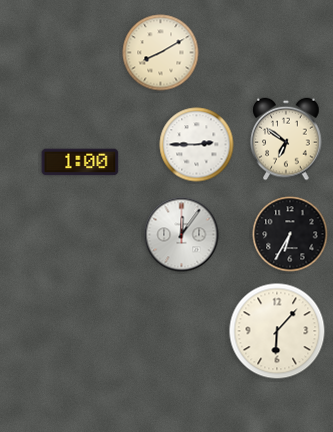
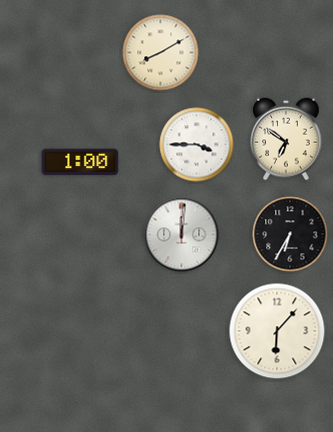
clock at (197, 145): 2:45 -> 3:45
clock at (182, 235): 12:06 -> 12:01
